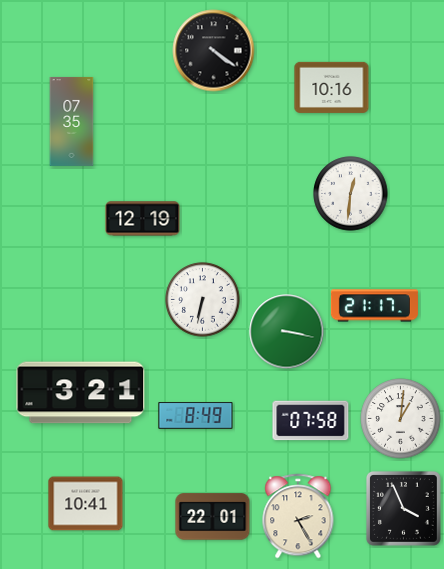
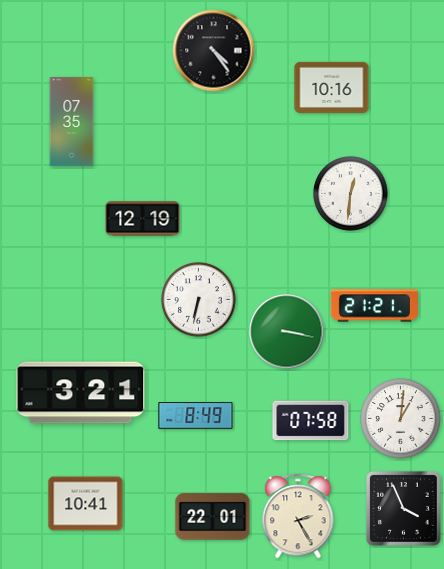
clock at (214, 51): 4:21 -> 4:24
clock at (203, 300) position: (203, 300) -> (199, 300)
clock at (374, 306): 21:17 -> 21:21
